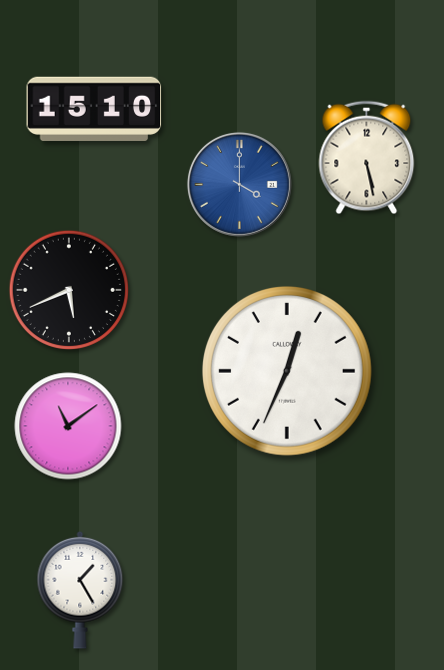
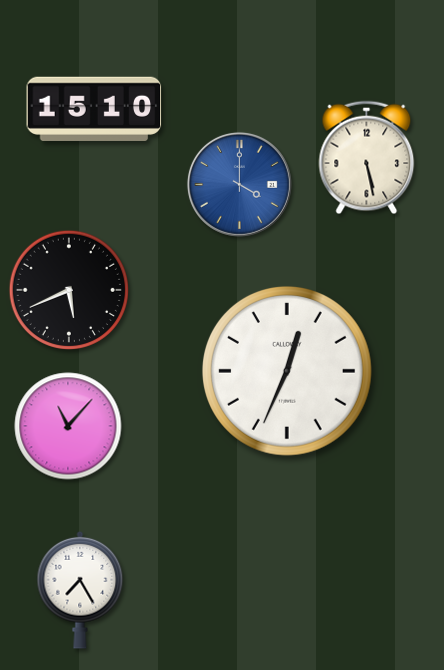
clock at (68, 426): 11:09 -> 11:07
clock at (80, 590): 1:25 -> 7:25
